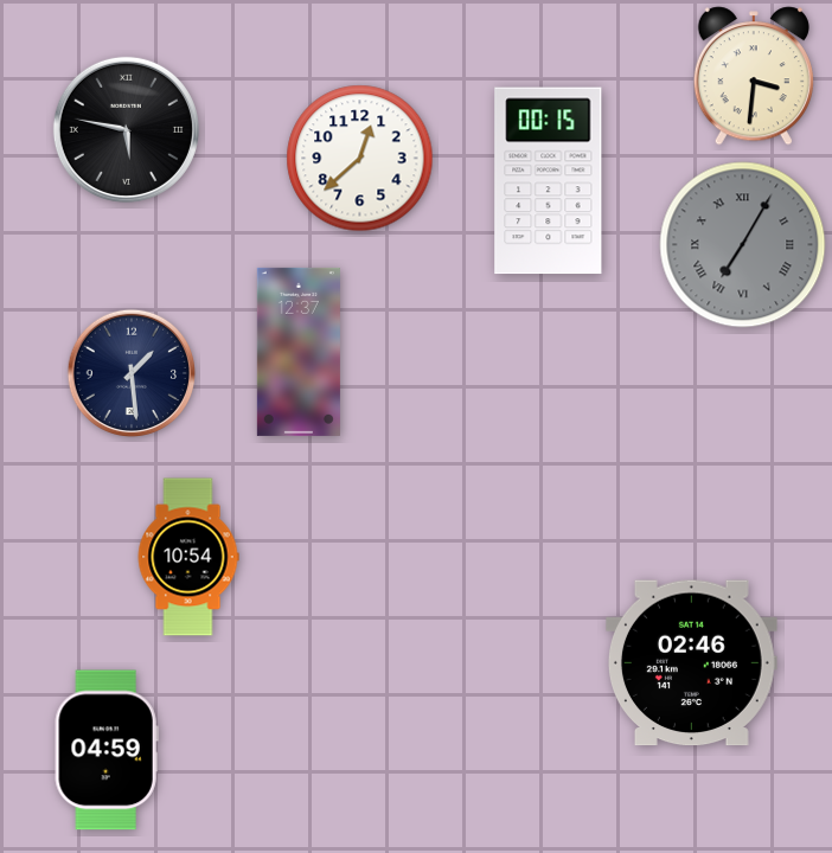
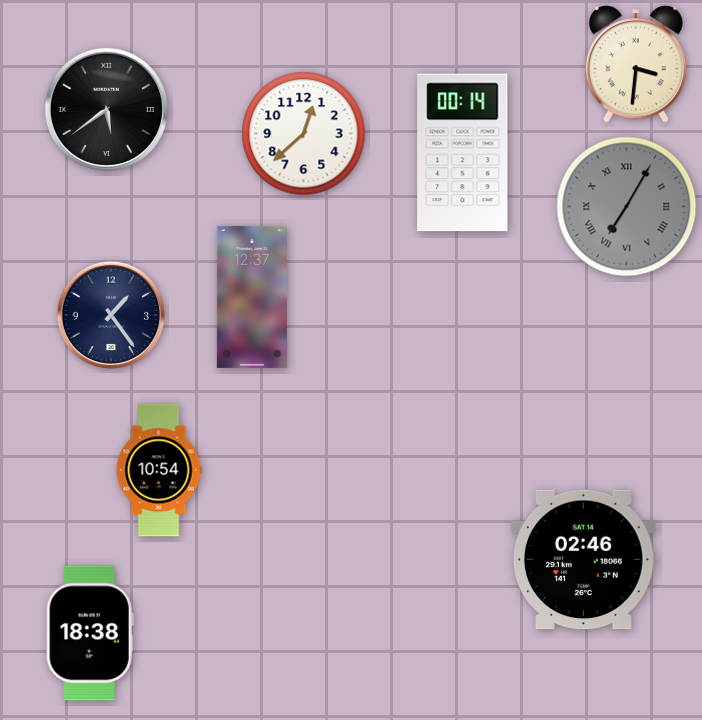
clock at (126, 129): 5:47 -> 5:39
clock at (549, 181): 00:15 -> 00:14
clock at (130, 372): 1:29 -> 1:24
clock at (107, 750): 04:59 -> 18:38
